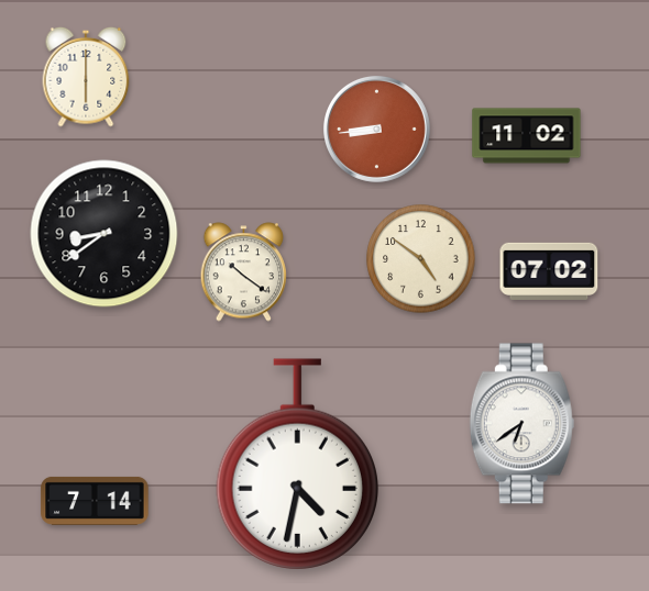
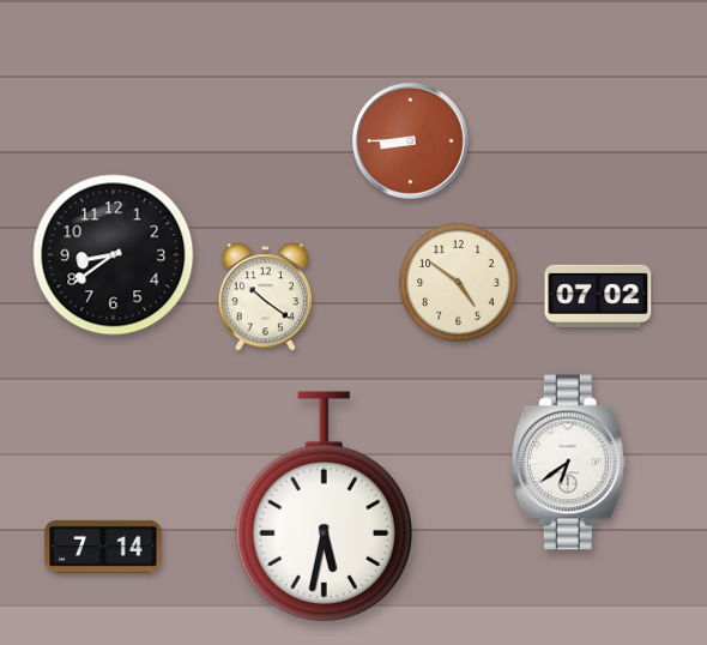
clock at (86, 77): 6:00 -> none
clock at (376, 129): 8:44 -> 8:45
clock at (527, 136): 11:02 -> none
clock at (297, 464): 4:32 -> 5:32
